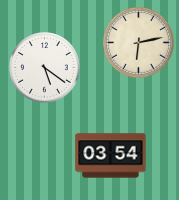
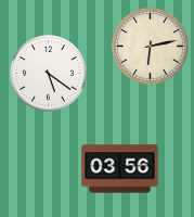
clock at (111, 156): 03:54 -> 03:56
